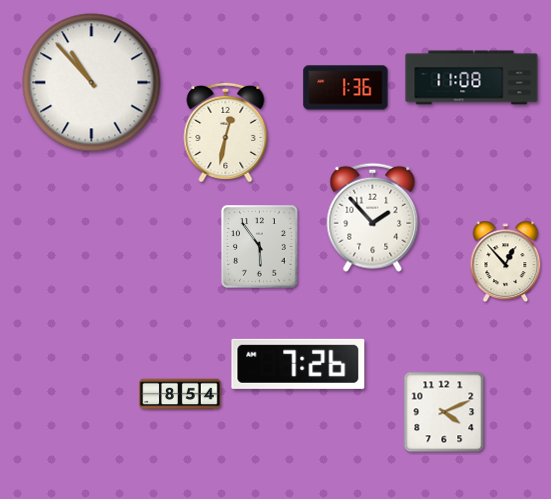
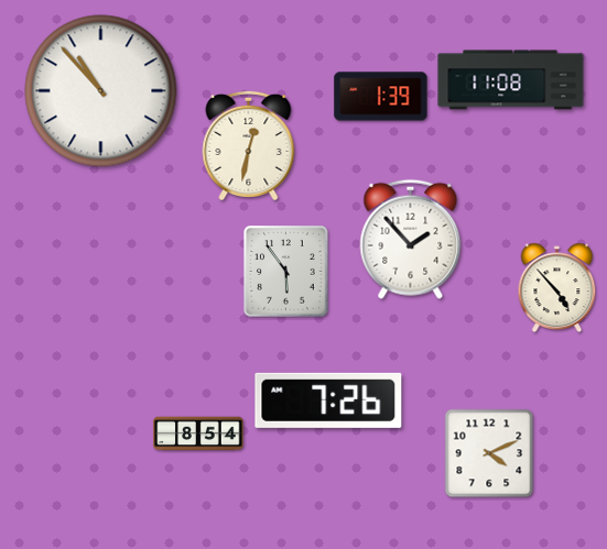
clock at (472, 78) position: (472, 78) -> (511, 80)
clock at (346, 88): 1:36 -> 1:39
clock at (506, 262): 12:53 -> 4:53
